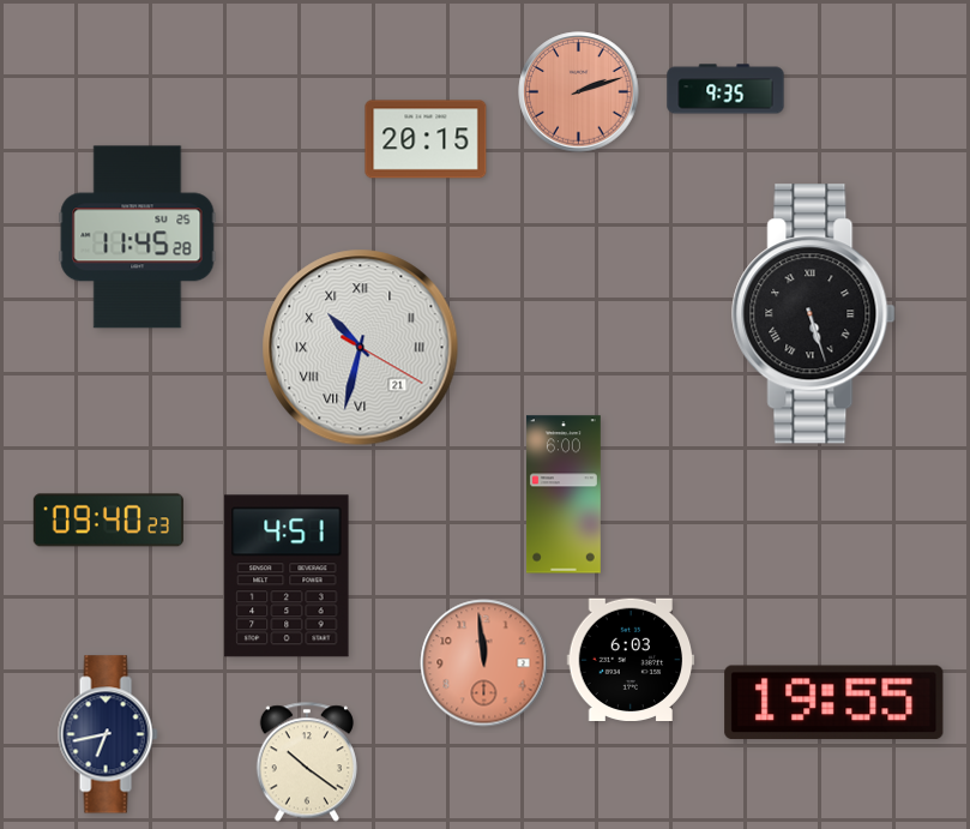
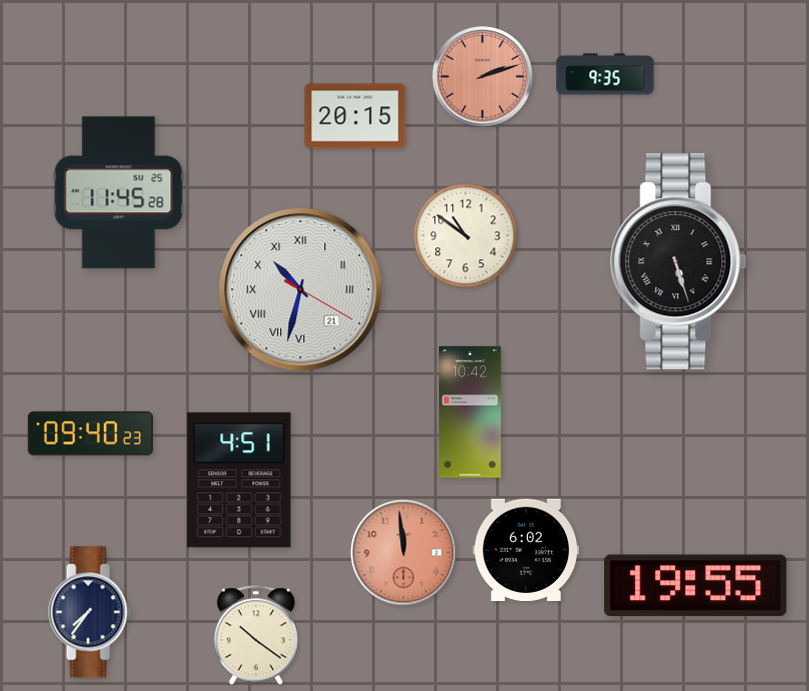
clock at (138, 238) position: (138, 238) -> (119, 193)
clock at (466, 236): none -> 10:51
clock at (564, 494): 6:00 -> 10:42
clock at (631, 659): 6:03 -> 6:02
clock at (108, 734): 6:43 -> 7:36
